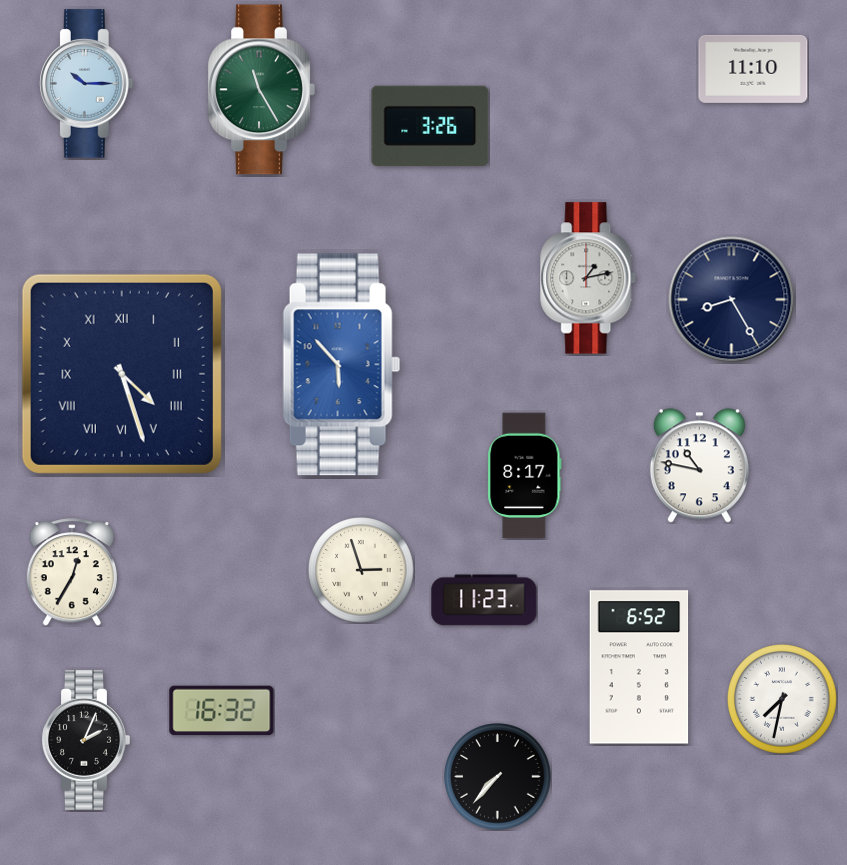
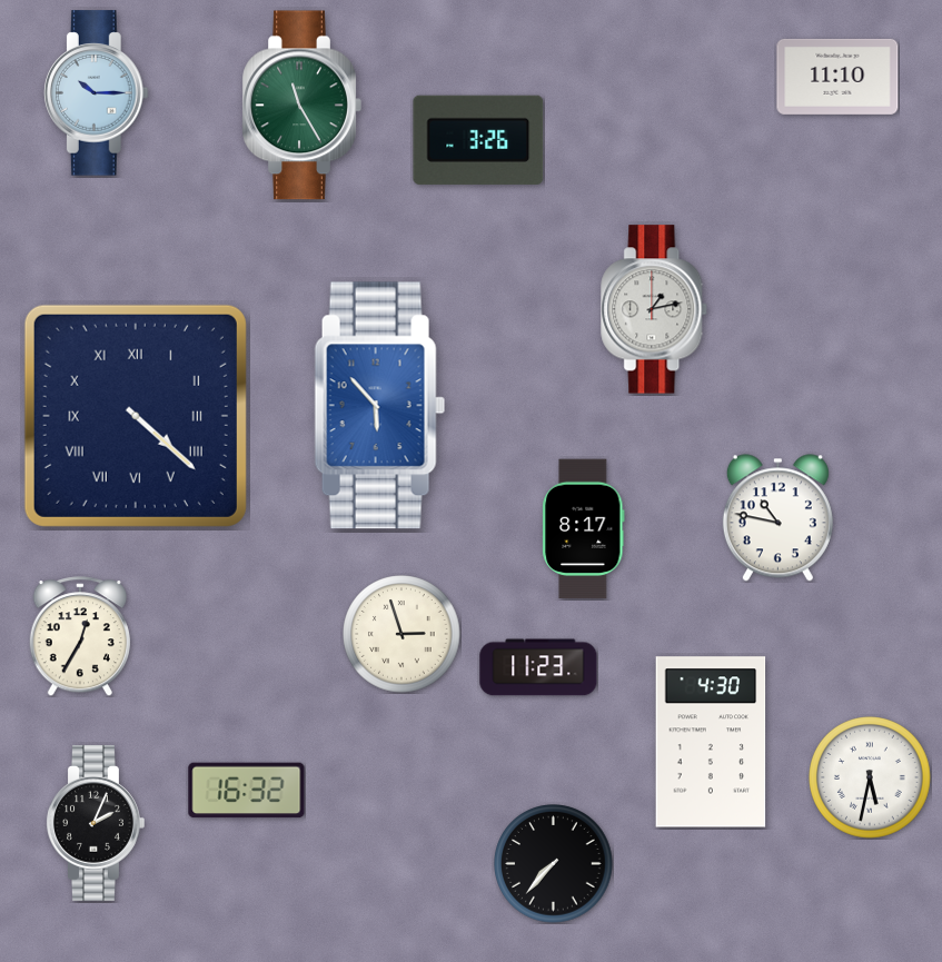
clock at (261, 90) position: (261, 90) -> (301, 106)
clock at (732, 300): 8:25 -> none
clock at (122, 374): 4:27 -> 4:22
clock at (639, 667): 6:52 -> 4:30
clock at (783, 700): 7:32 -> 5:32
